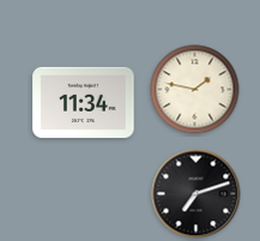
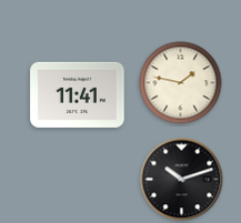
clock at (84, 102): 11:34 -> 11:41
clock at (196, 194): 7:12 -> 10:12
